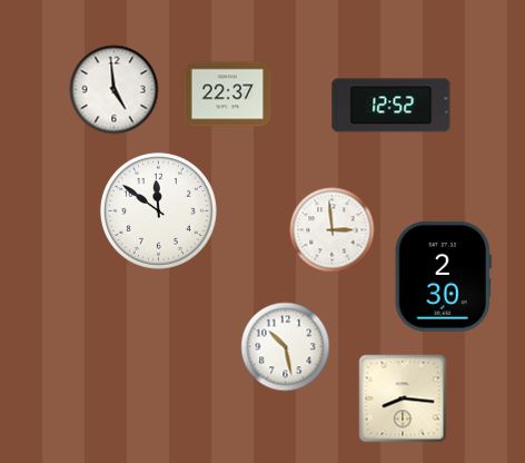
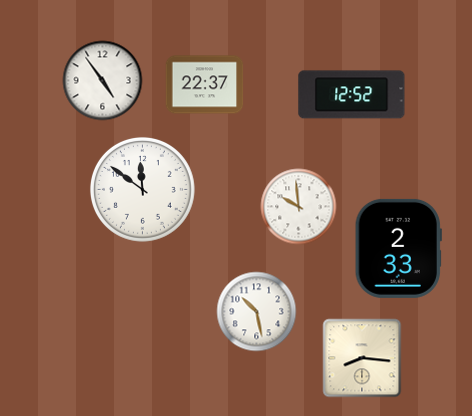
clock at (115, 90): 4:59 -> 4:54
clock at (333, 230): 2:59 -> 9:59
clock at (443, 276): 2:30 -> 2:33
